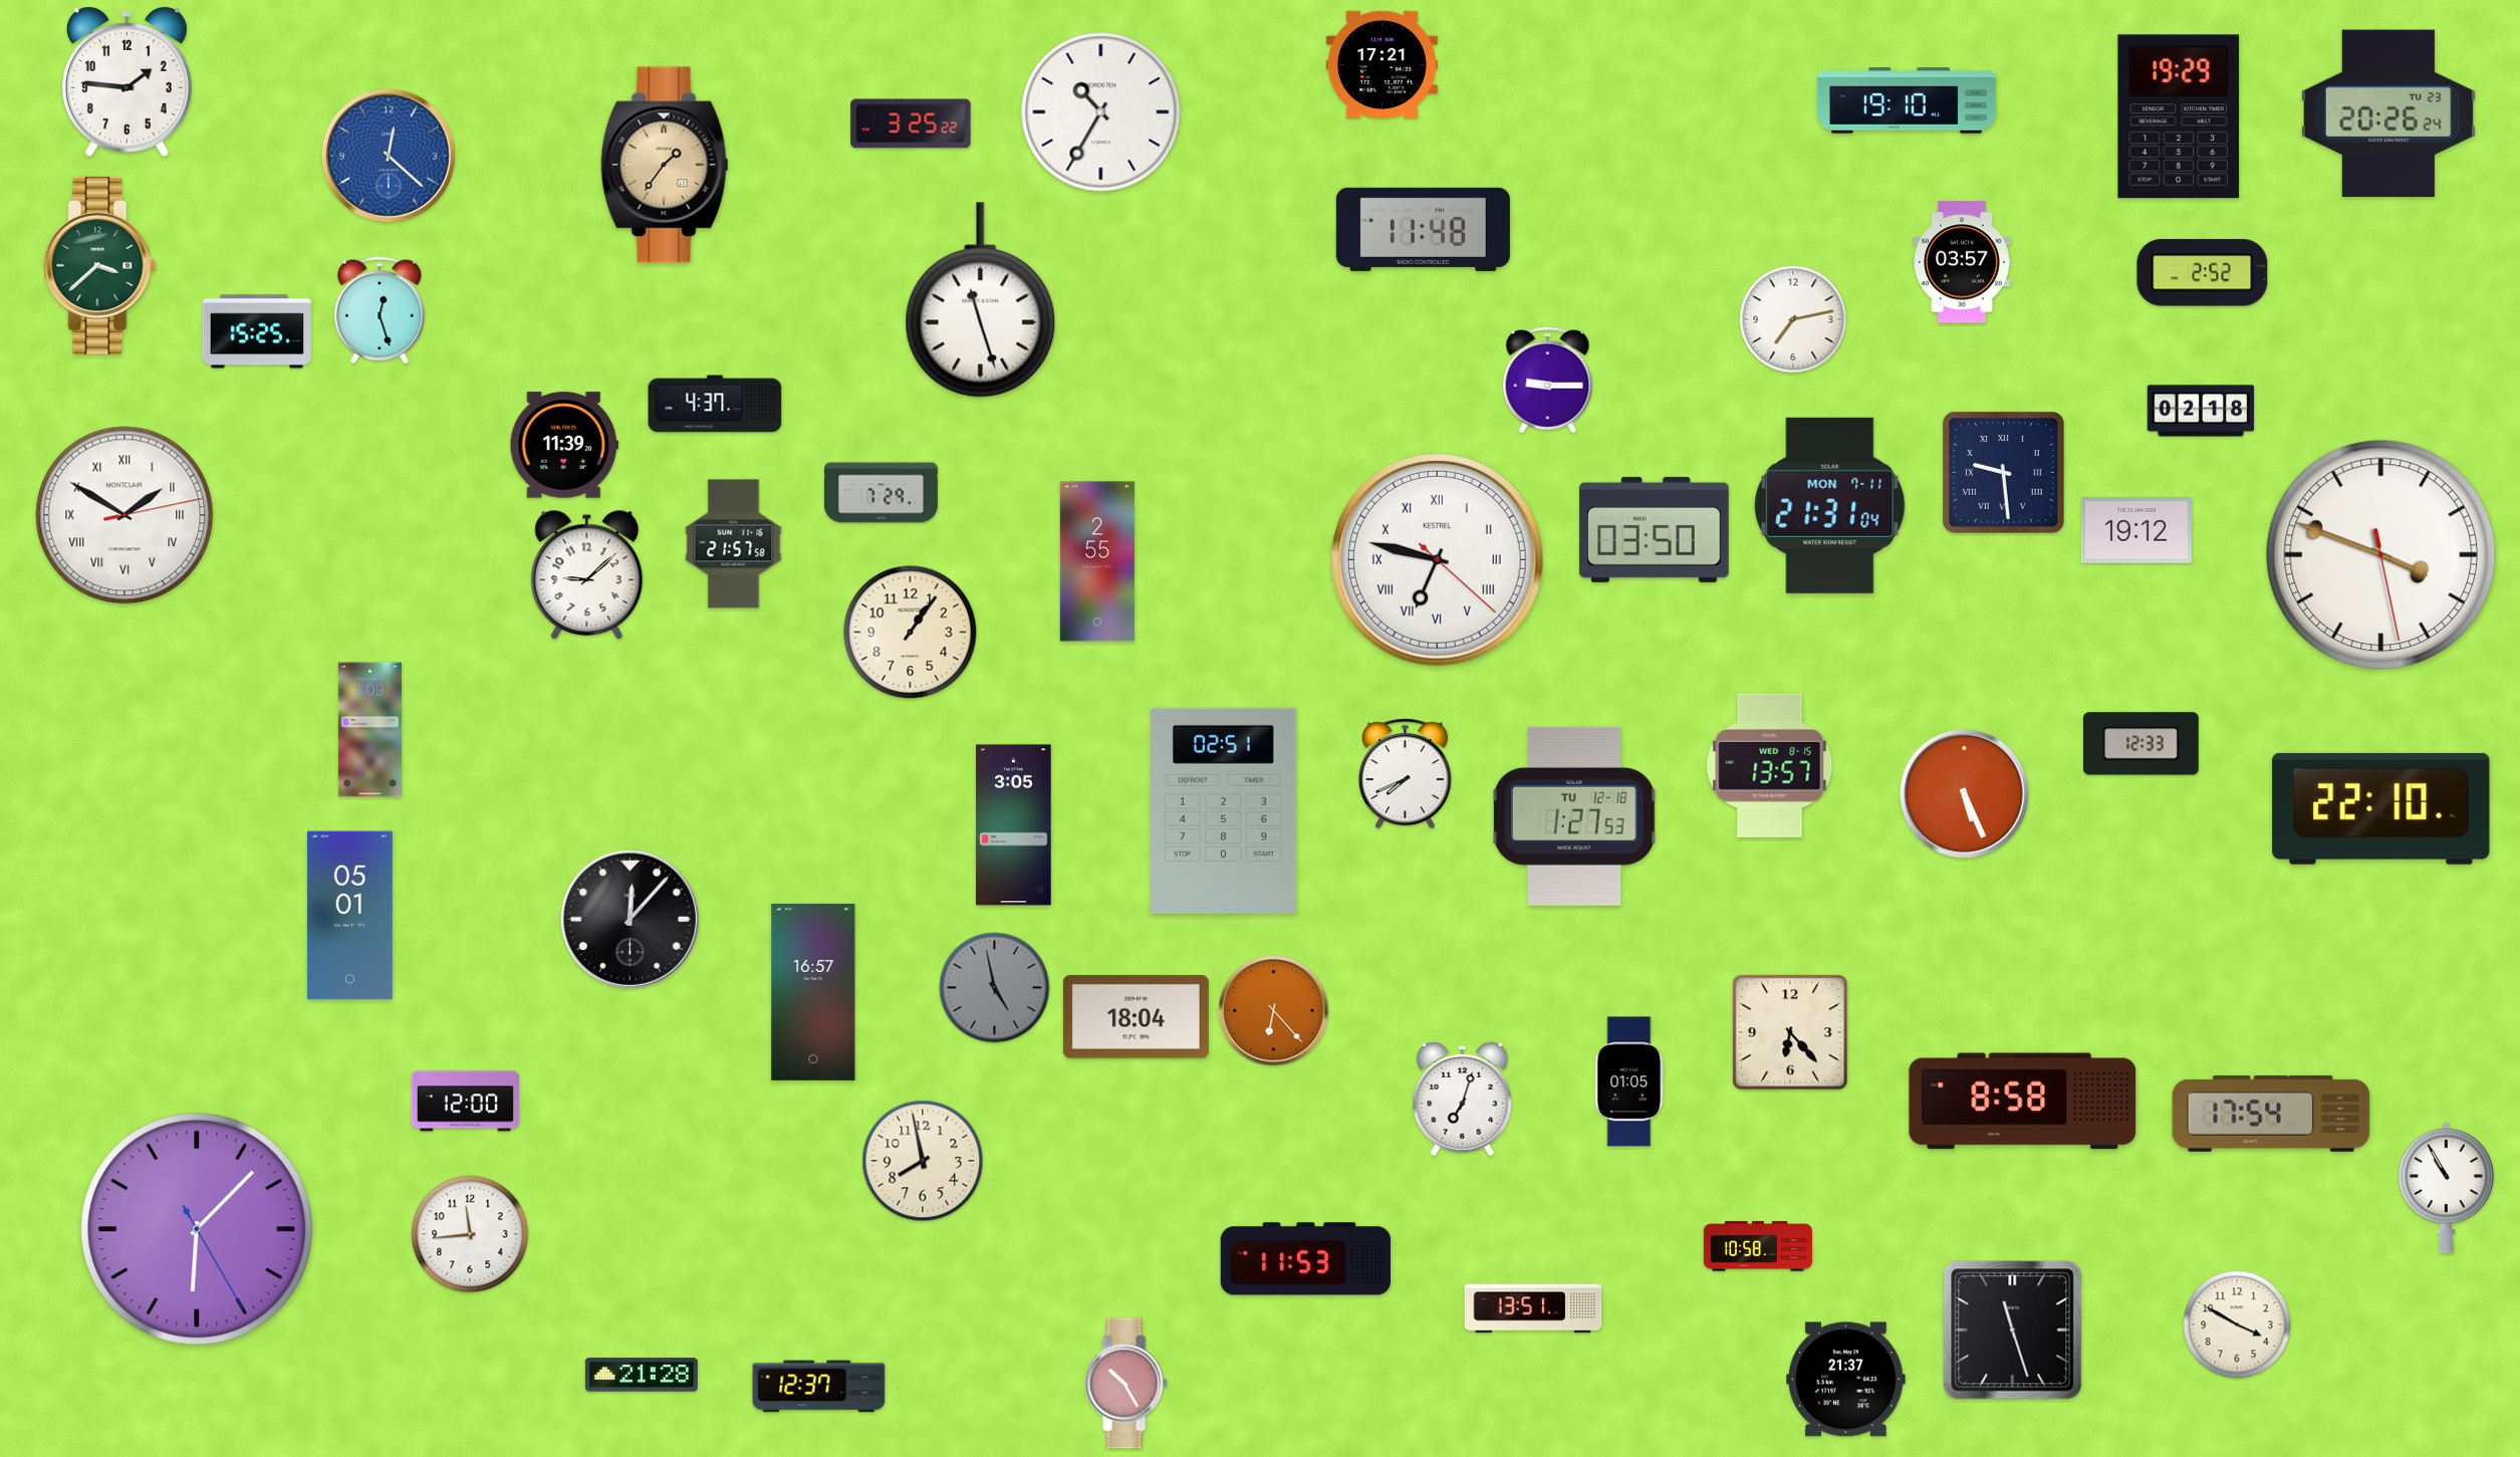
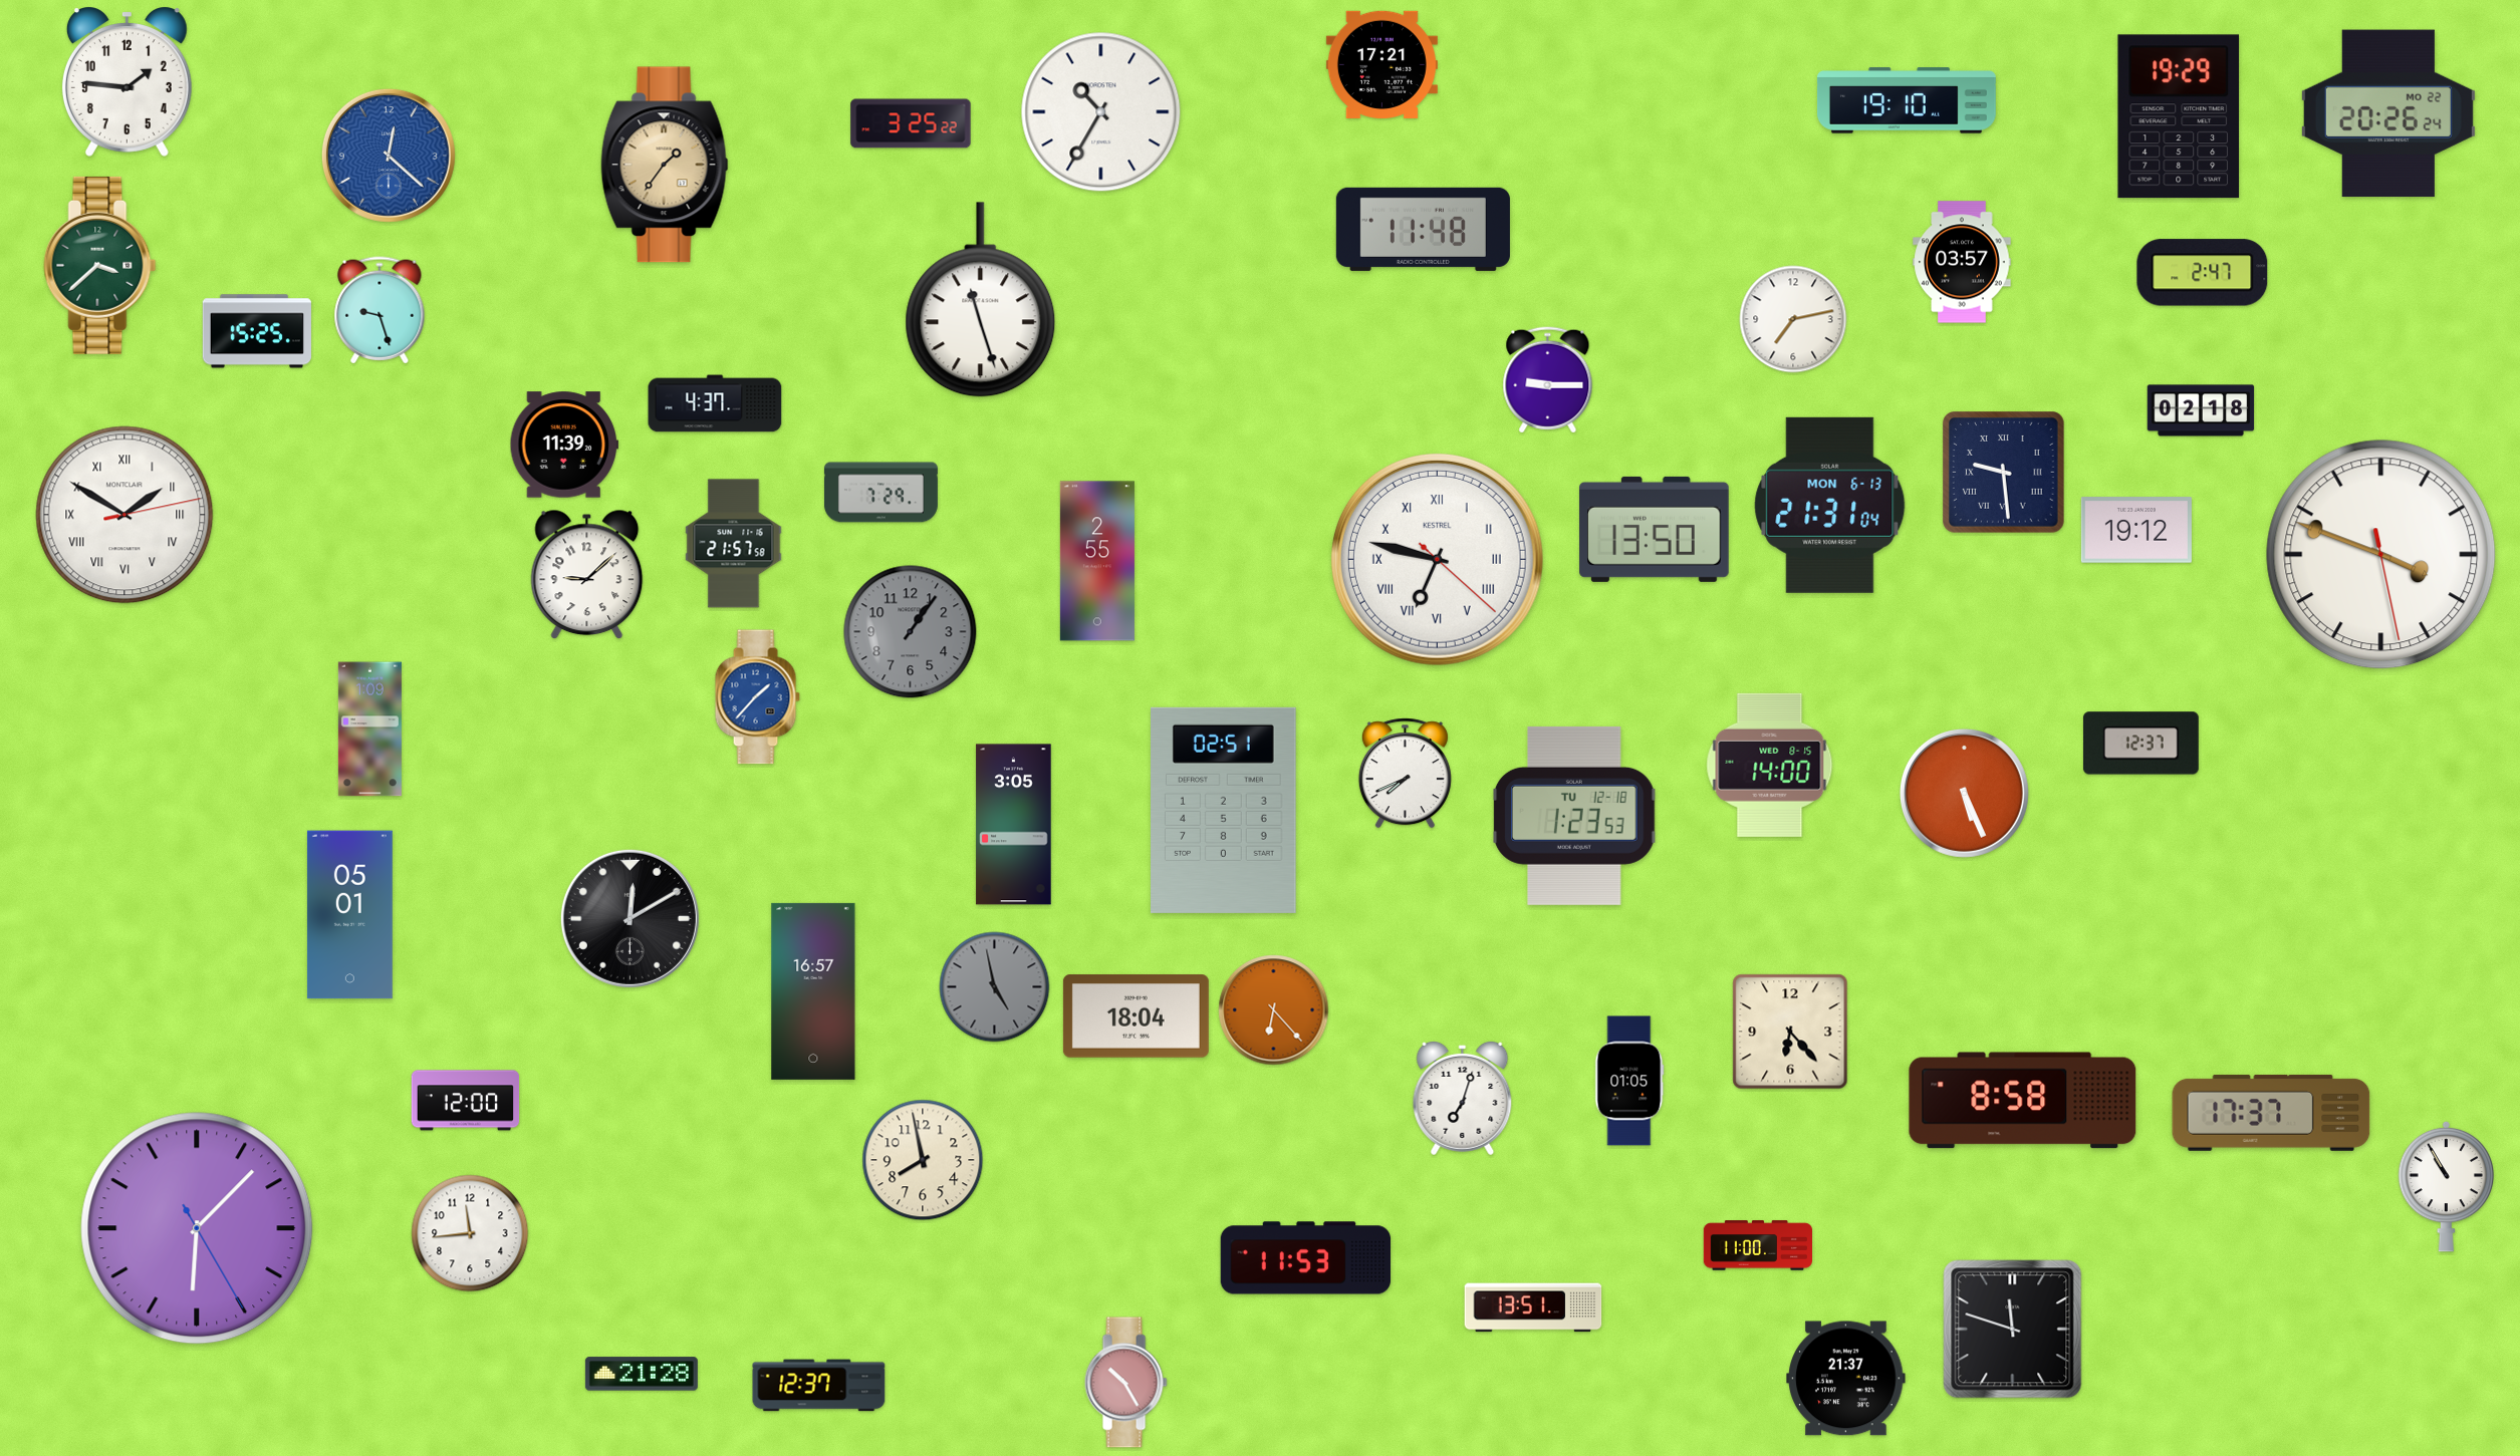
clock at (2388, 113) date: TU 23 -> MO 22
clock at (2203, 273): 2:52 -> 2:47
clock at (380, 310): 12:27 -> 9:27
clock at (1830, 505) date: MON 7-11 -> MON 6-13
clock at (1655, 529): 03:50 -> 13:50
clock at (911, 633) dial: cream -> grey
clock at (757, 697): none -> 1:37
clock at (2140, 744): 12:33 -> 12:37
clock at (1770, 765): 13:57 -> 14:00
clock at (2381, 808): 22:10 -> none
clock at (1574, 816): 1:27 -> 1:23
clock at (629, 919): 12:07 -> 12:10
clock at (2271, 1114): 17:54 -> 17:37
clock at (1757, 1246): 10:58 -> 11:00
clock at (2237, 1324): 3:50 -> none
clock at (2013, 1330): 11:27 -> 11:48
